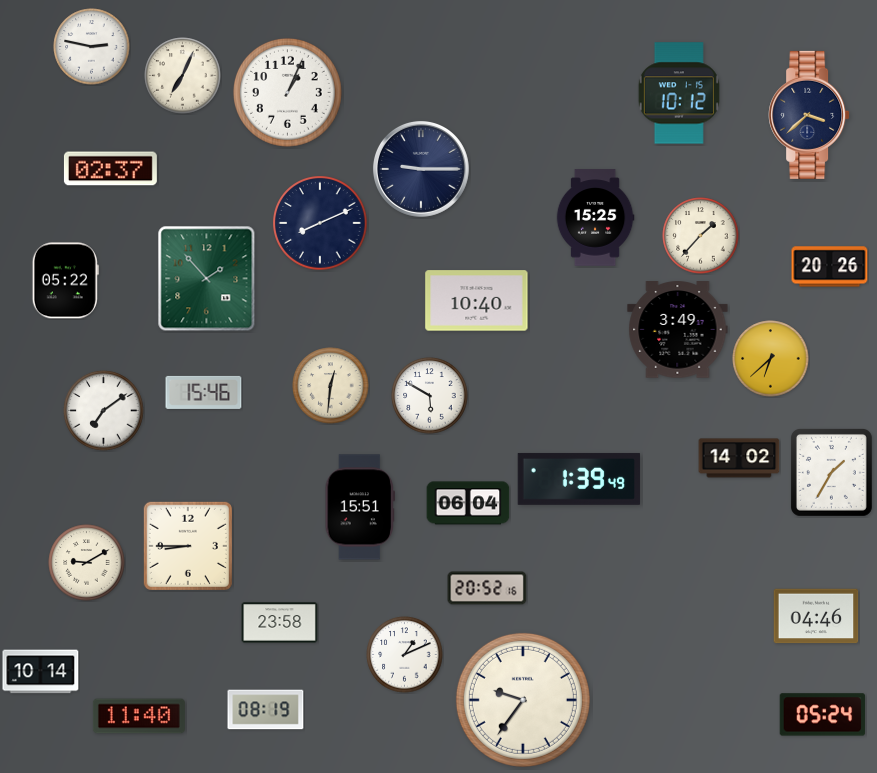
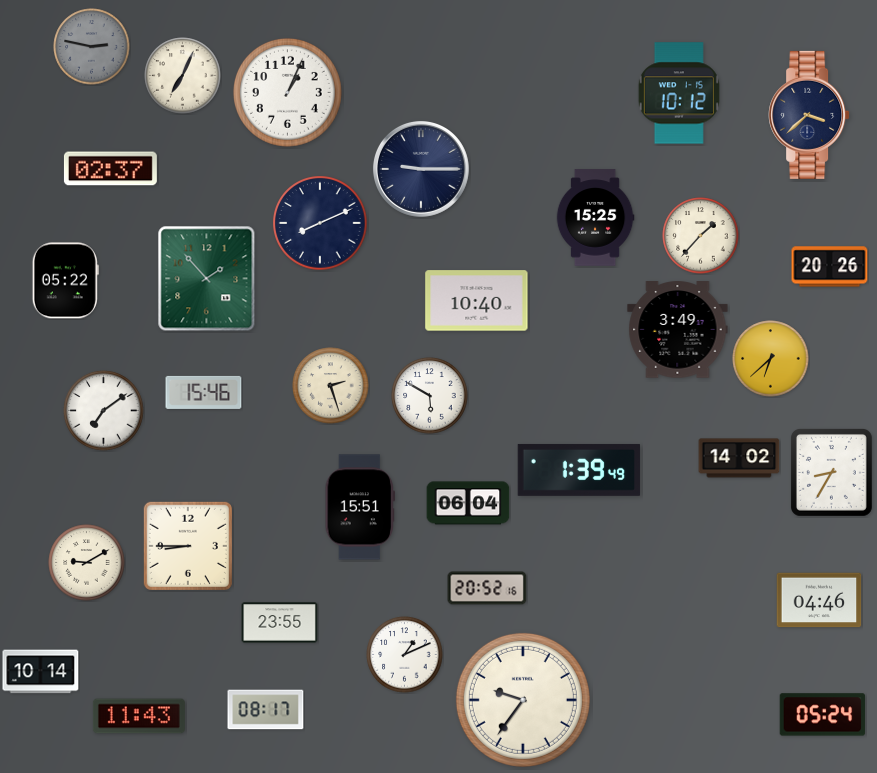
clock at (92, 47) dial: white -> grey
clock at (331, 386): 12:31 -> 2:27
clock at (831, 472): 1:35 -> 8:35
clock at (579, 479) position: (579, 479) -> (579, 470)
clock at (816, 616) position: (816, 616) -> (819, 600)
clock at (280, 623): 23:58 -> 23:55
clock at (266, 710): 08:19 -> 08:17
clock at (139, 716): 11:40 -> 11:43
